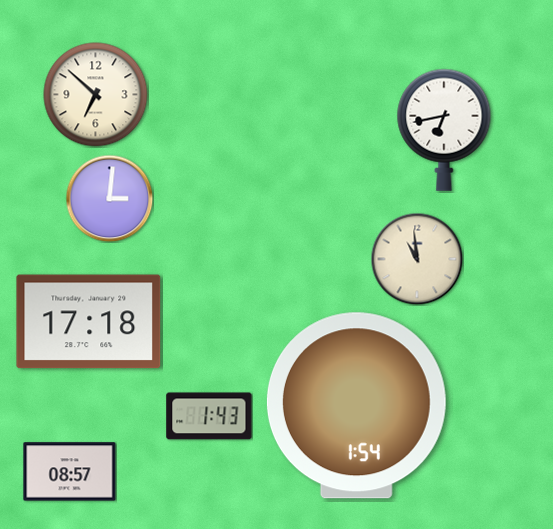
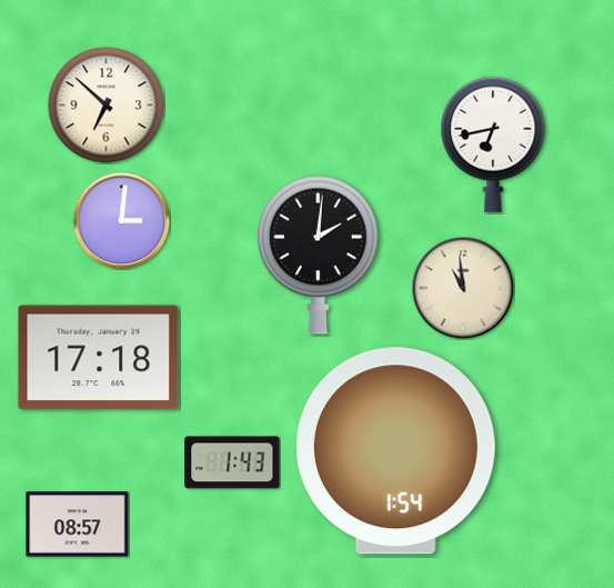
clock at (318, 255): none -> 2:01
